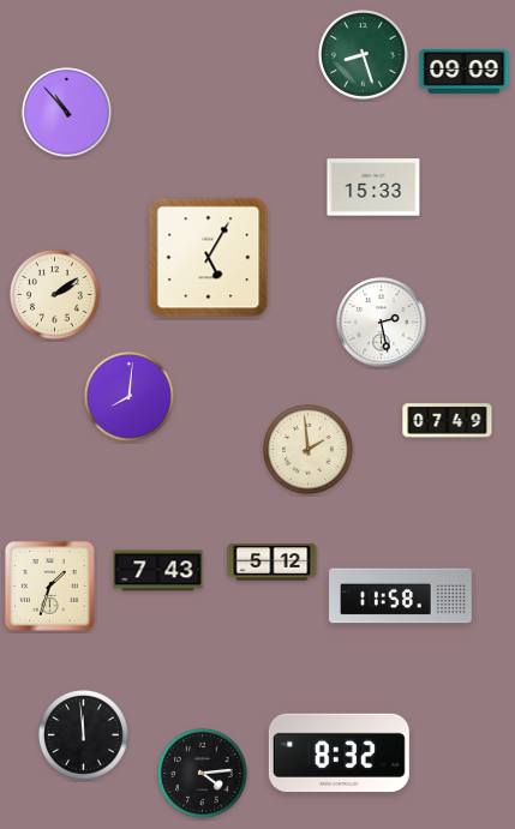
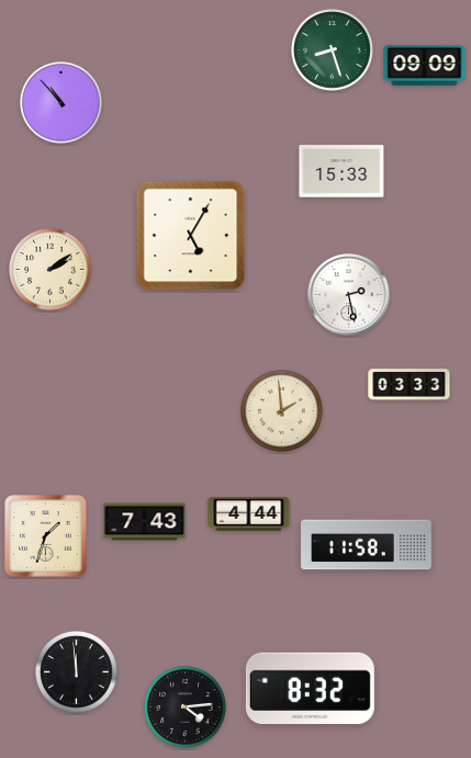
clock at (130, 397): 8:01 -> none
clock at (448, 421): 07:49 -> 03:33
clock at (273, 563): 5:12 -> 4:44
